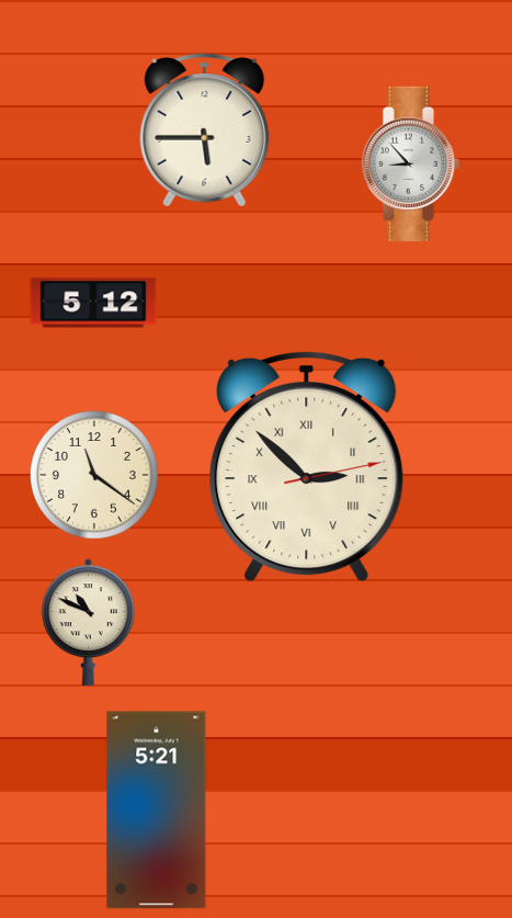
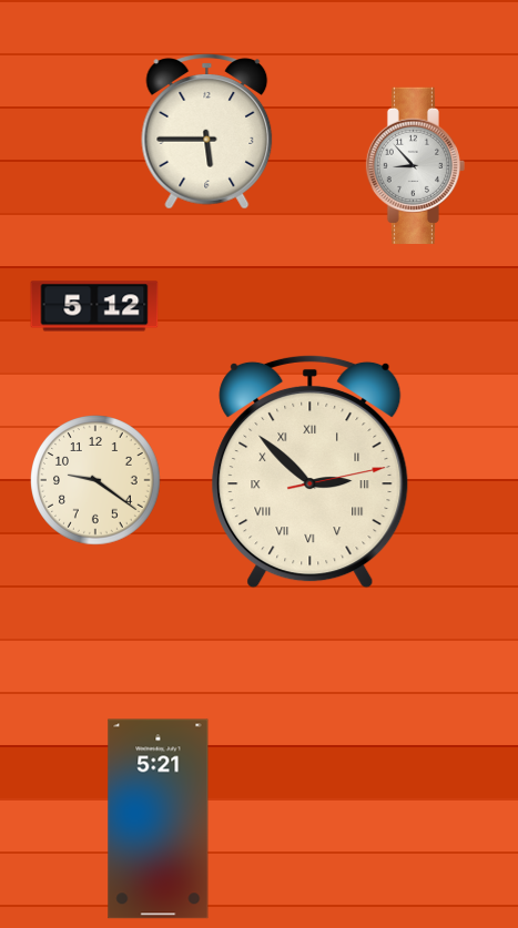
clock at (94, 475): 11:21 -> 9:21
clock at (88, 623): 10:49 -> none
